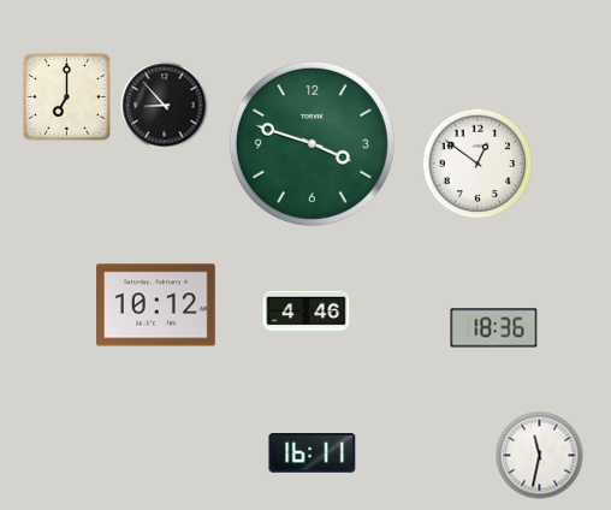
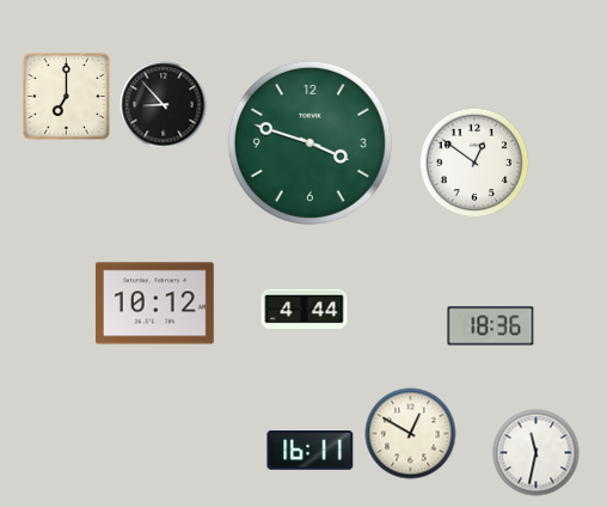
clock at (307, 312): 4:46 -> 4:44
clock at (411, 434): none -> 12:50
